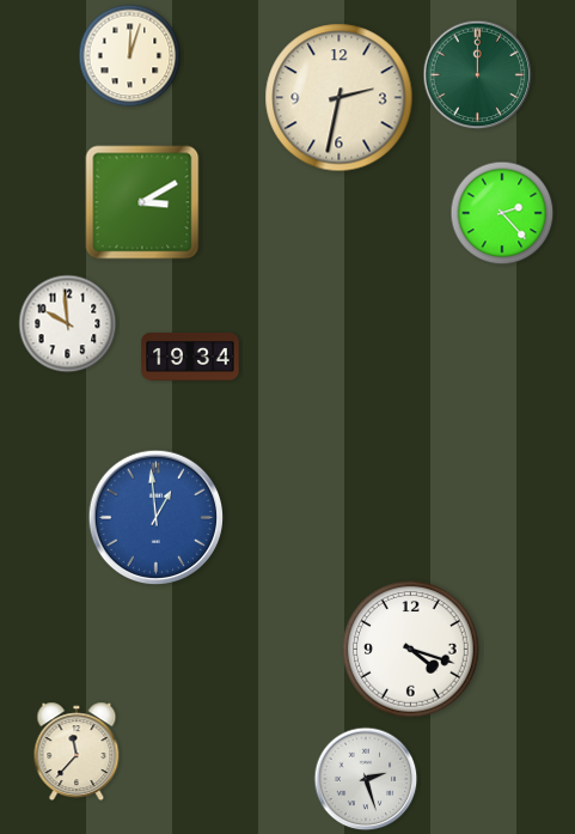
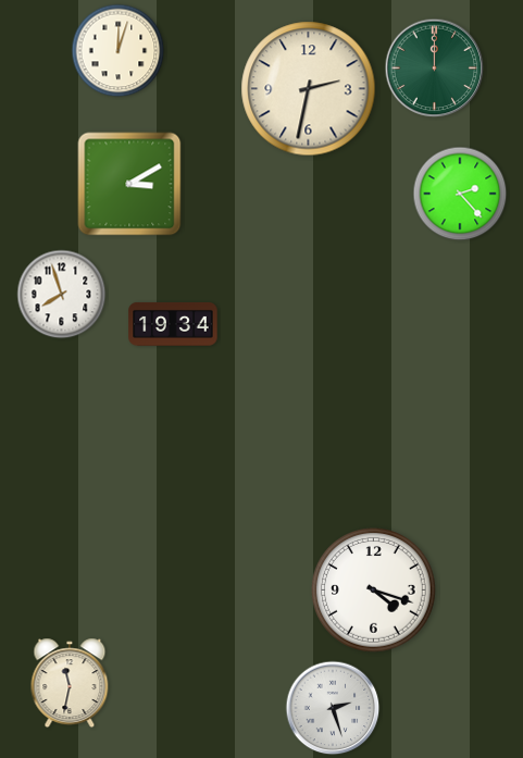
clock at (502, 213) position: (502, 213) -> (460, 194)
clock at (68, 324): 9:59 -> 7:57
clock at (155, 517): 12:59 -> none
clock at (77, 751): 11:37 -> 11:32
